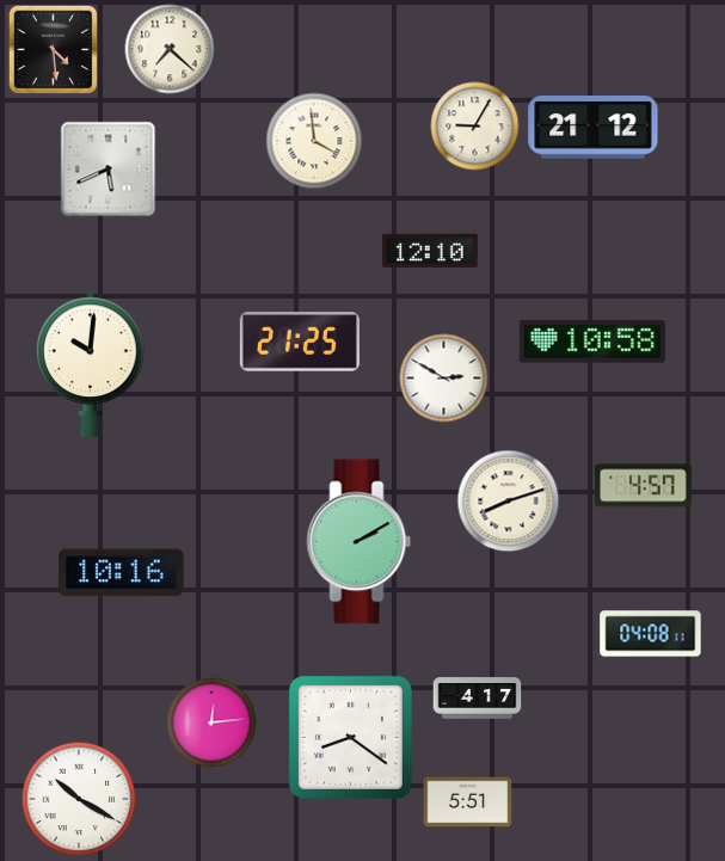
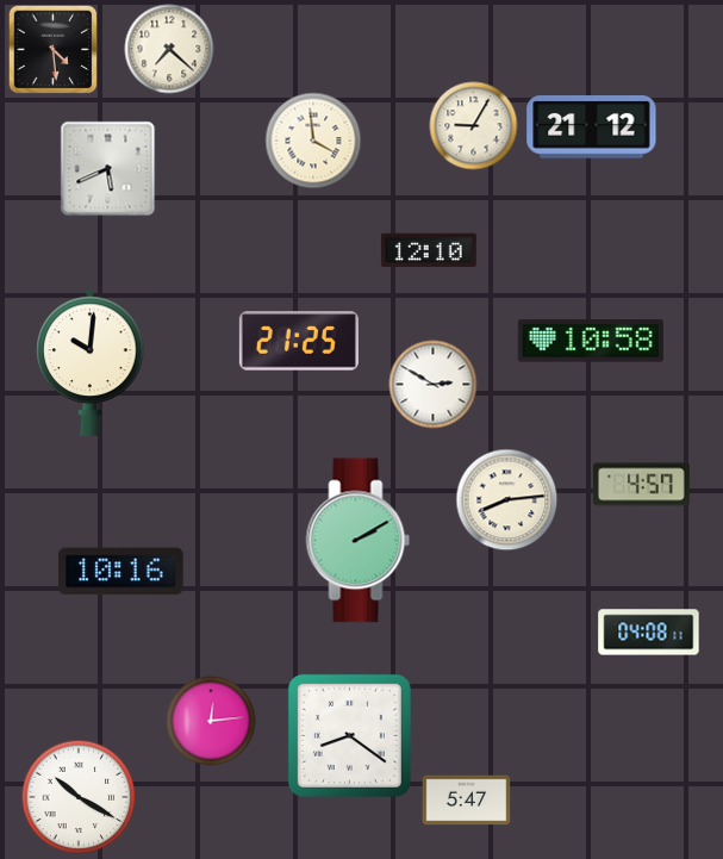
clock at (444, 379) position: (444, 379) -> (434, 385)
clock at (509, 502): 8:12 -> 8:14
clock at (478, 699): 4:17 -> none
clock at (468, 802): 5:51 -> 5:47
